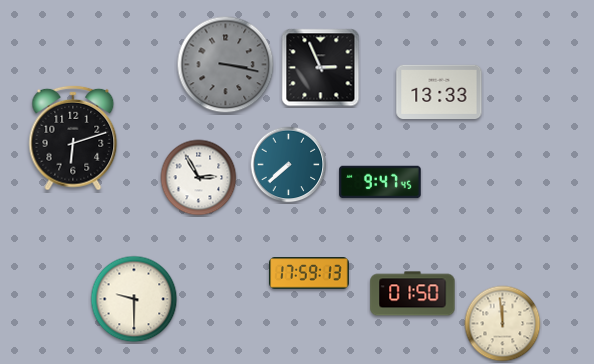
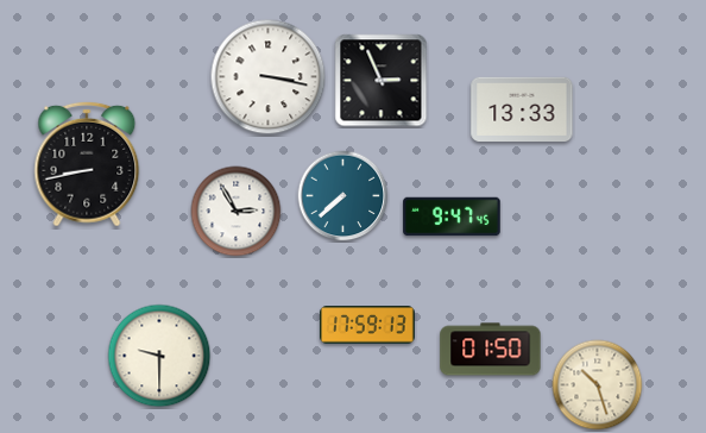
clock at (226, 65) dial: grey -> white
clock at (73, 138): 6:12 -> 8:43
clock at (503, 324): 11:59 -> 10:27
